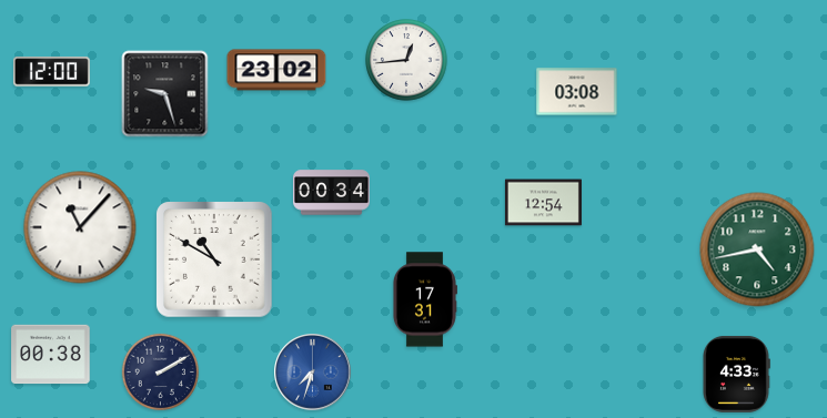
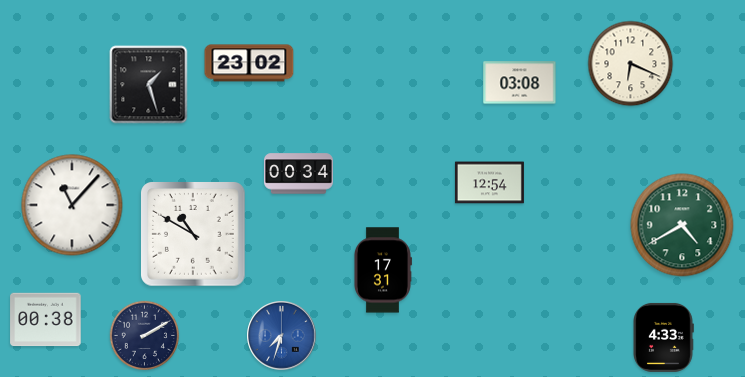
clock at (407, 61): 12:44 -> none
clock at (631, 64): none -> 6:19
clock at (51, 72): 12:00 -> none
clock at (165, 94): 9:27 -> 1:27
clock at (757, 249): 4:43 -> 4:40
